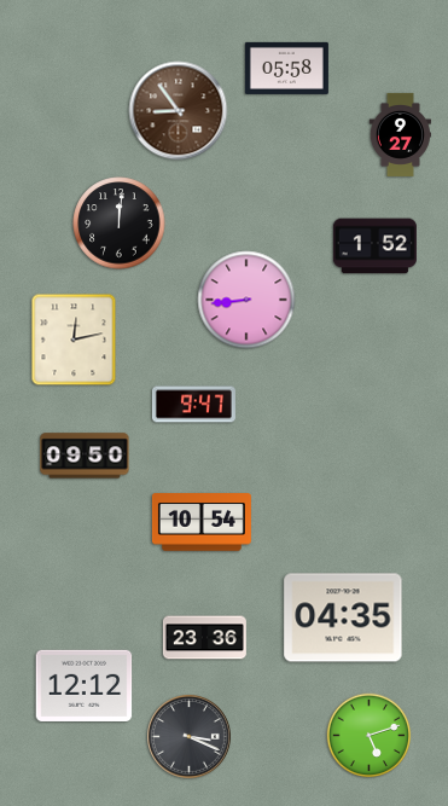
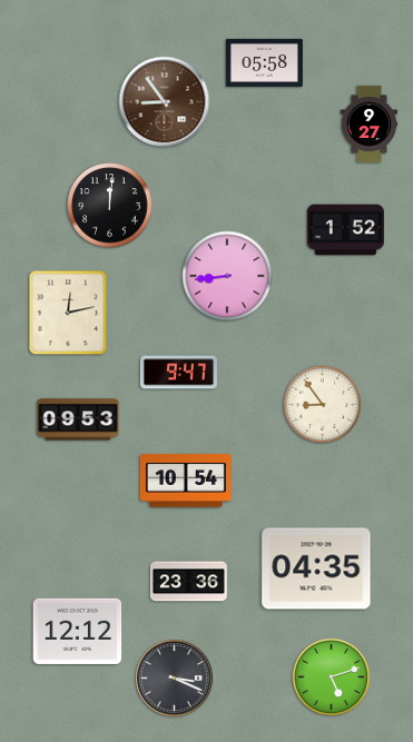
clock at (374, 247) position: (374, 247) -> (345, 230)
clock at (323, 405): none -> 8:54
clock at (85, 456): 09:50 -> 09:53
clock at (204, 638) position: (204, 638) -> (188, 582)
clock at (370, 736) position: (370, 736) -> (332, 677)
